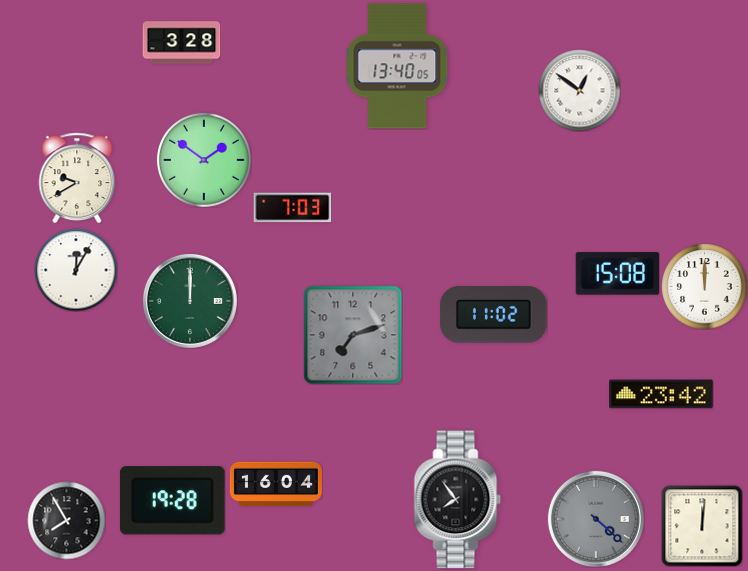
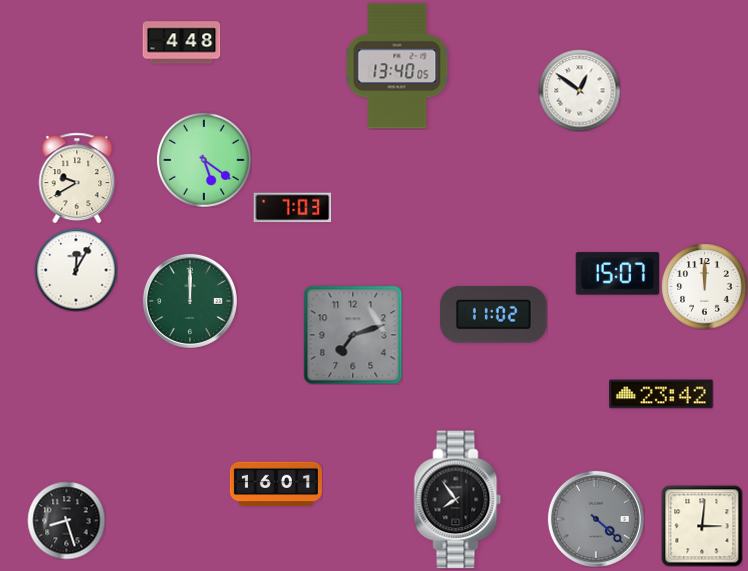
clock at (181, 43): 3:28 -> 4:48
clock at (204, 160): 1:51 -> 5:21
clock at (617, 274): 15:08 -> 15:07
clock at (276, 484): 16:04 -> 16:01
clock at (172, 501): 19:28 -> none
clock at (66, 520): 7:55 -> 8:27
clock at (702, 526): 12:01 -> 3:01
